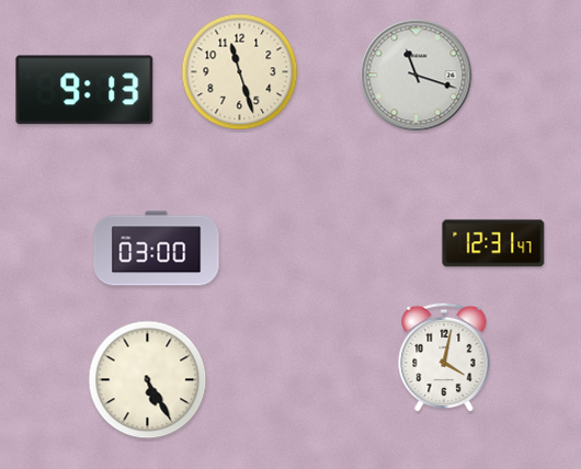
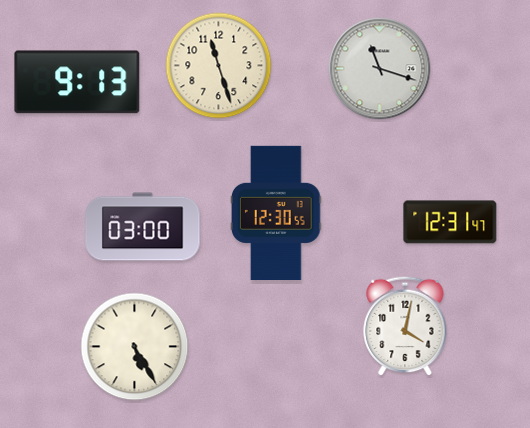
clock at (277, 212): none -> 12:30
